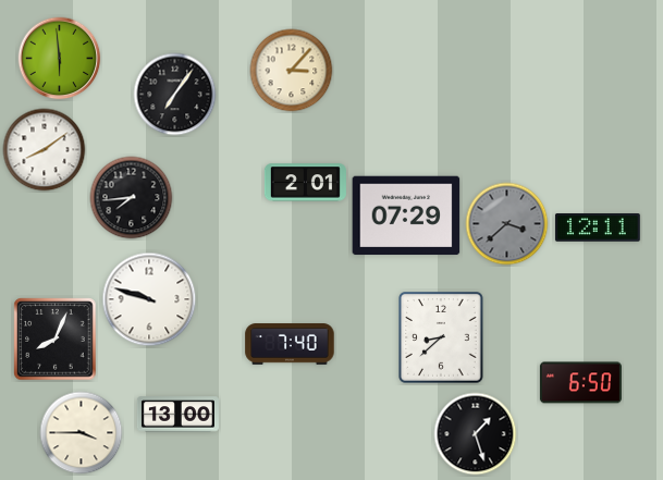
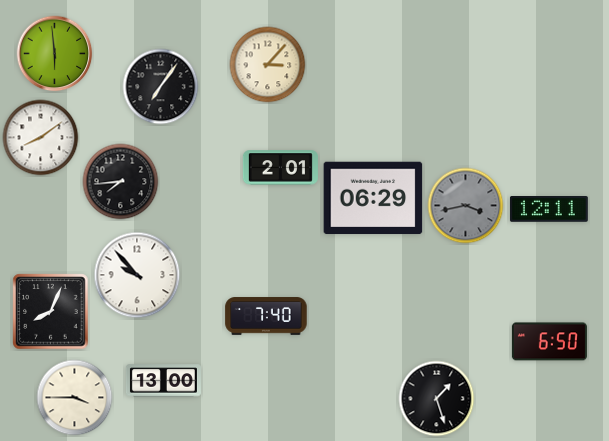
clock at (406, 216): 07:29 -> 06:29
clock at (507, 224): 3:38 -> 3:43
clock at (149, 299): 9:48 -> 9:53
clock at (442, 337): 8:38 -> none
clock at (580, 383) position: (580, 383) -> (549, 342)
